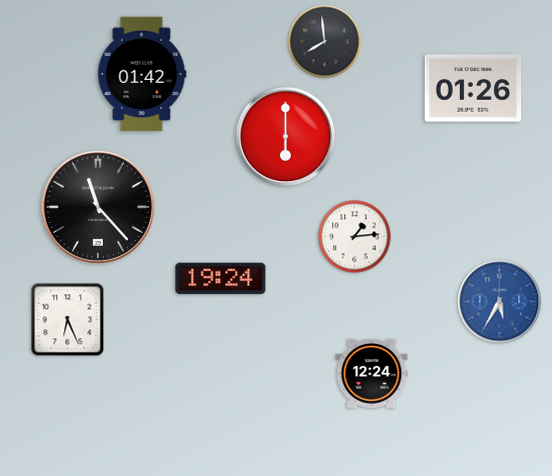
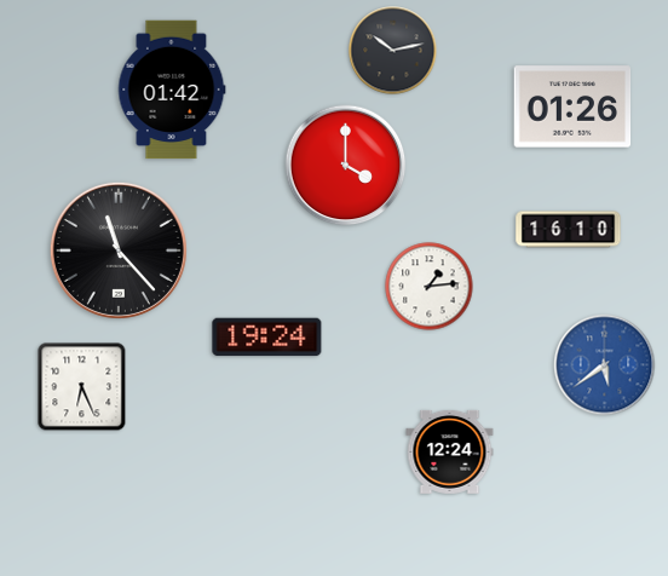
clock at (325, 42): 7:59 -> 10:13
clock at (286, 137): 6:00 -> 4:00
clock at (569, 230): none -> 16:10
clock at (500, 302): 5:35 -> 5:39
